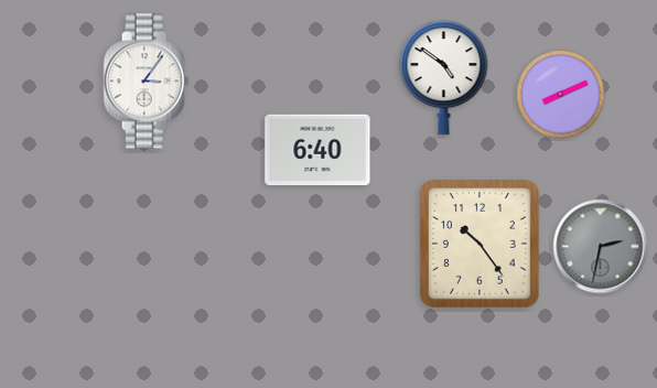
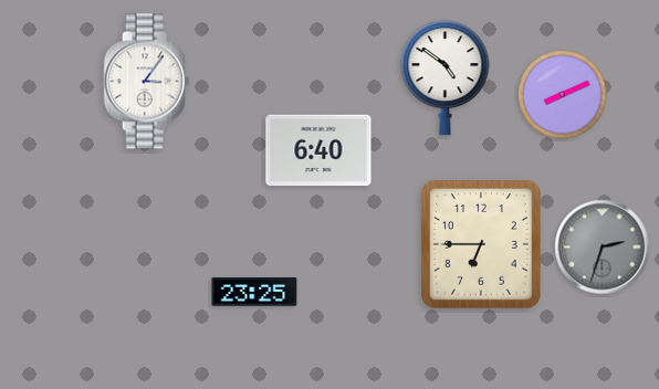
clock at (480, 245): 10:24 -> 6:45
clock at (601, 247): 2:32 -> 2:33
clock at (254, 292): none -> 23:25
